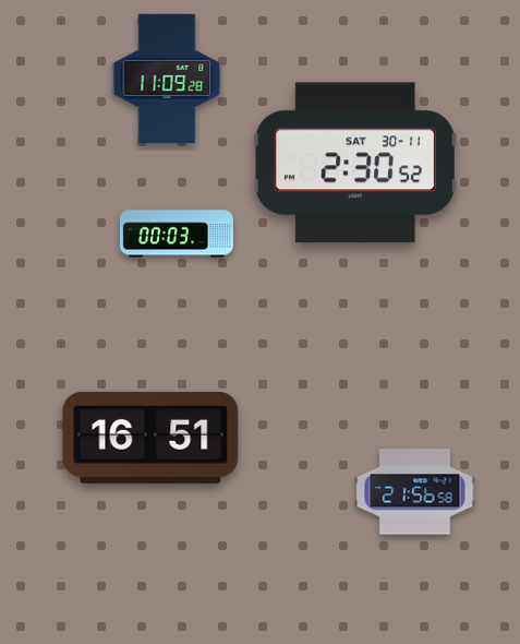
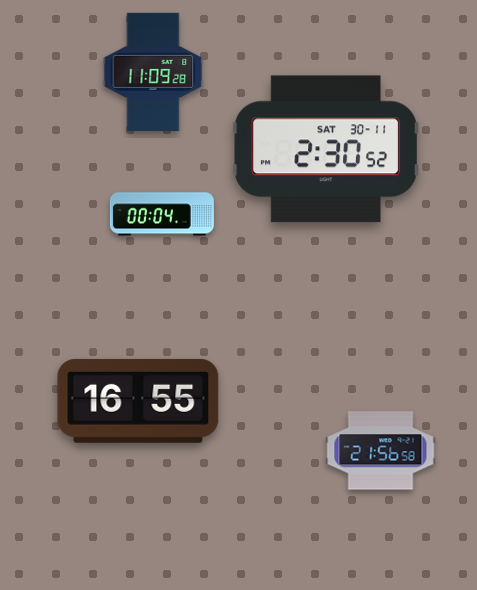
clock at (177, 234): 00:03 -> 00:04
clock at (150, 438): 16:51 -> 16:55
